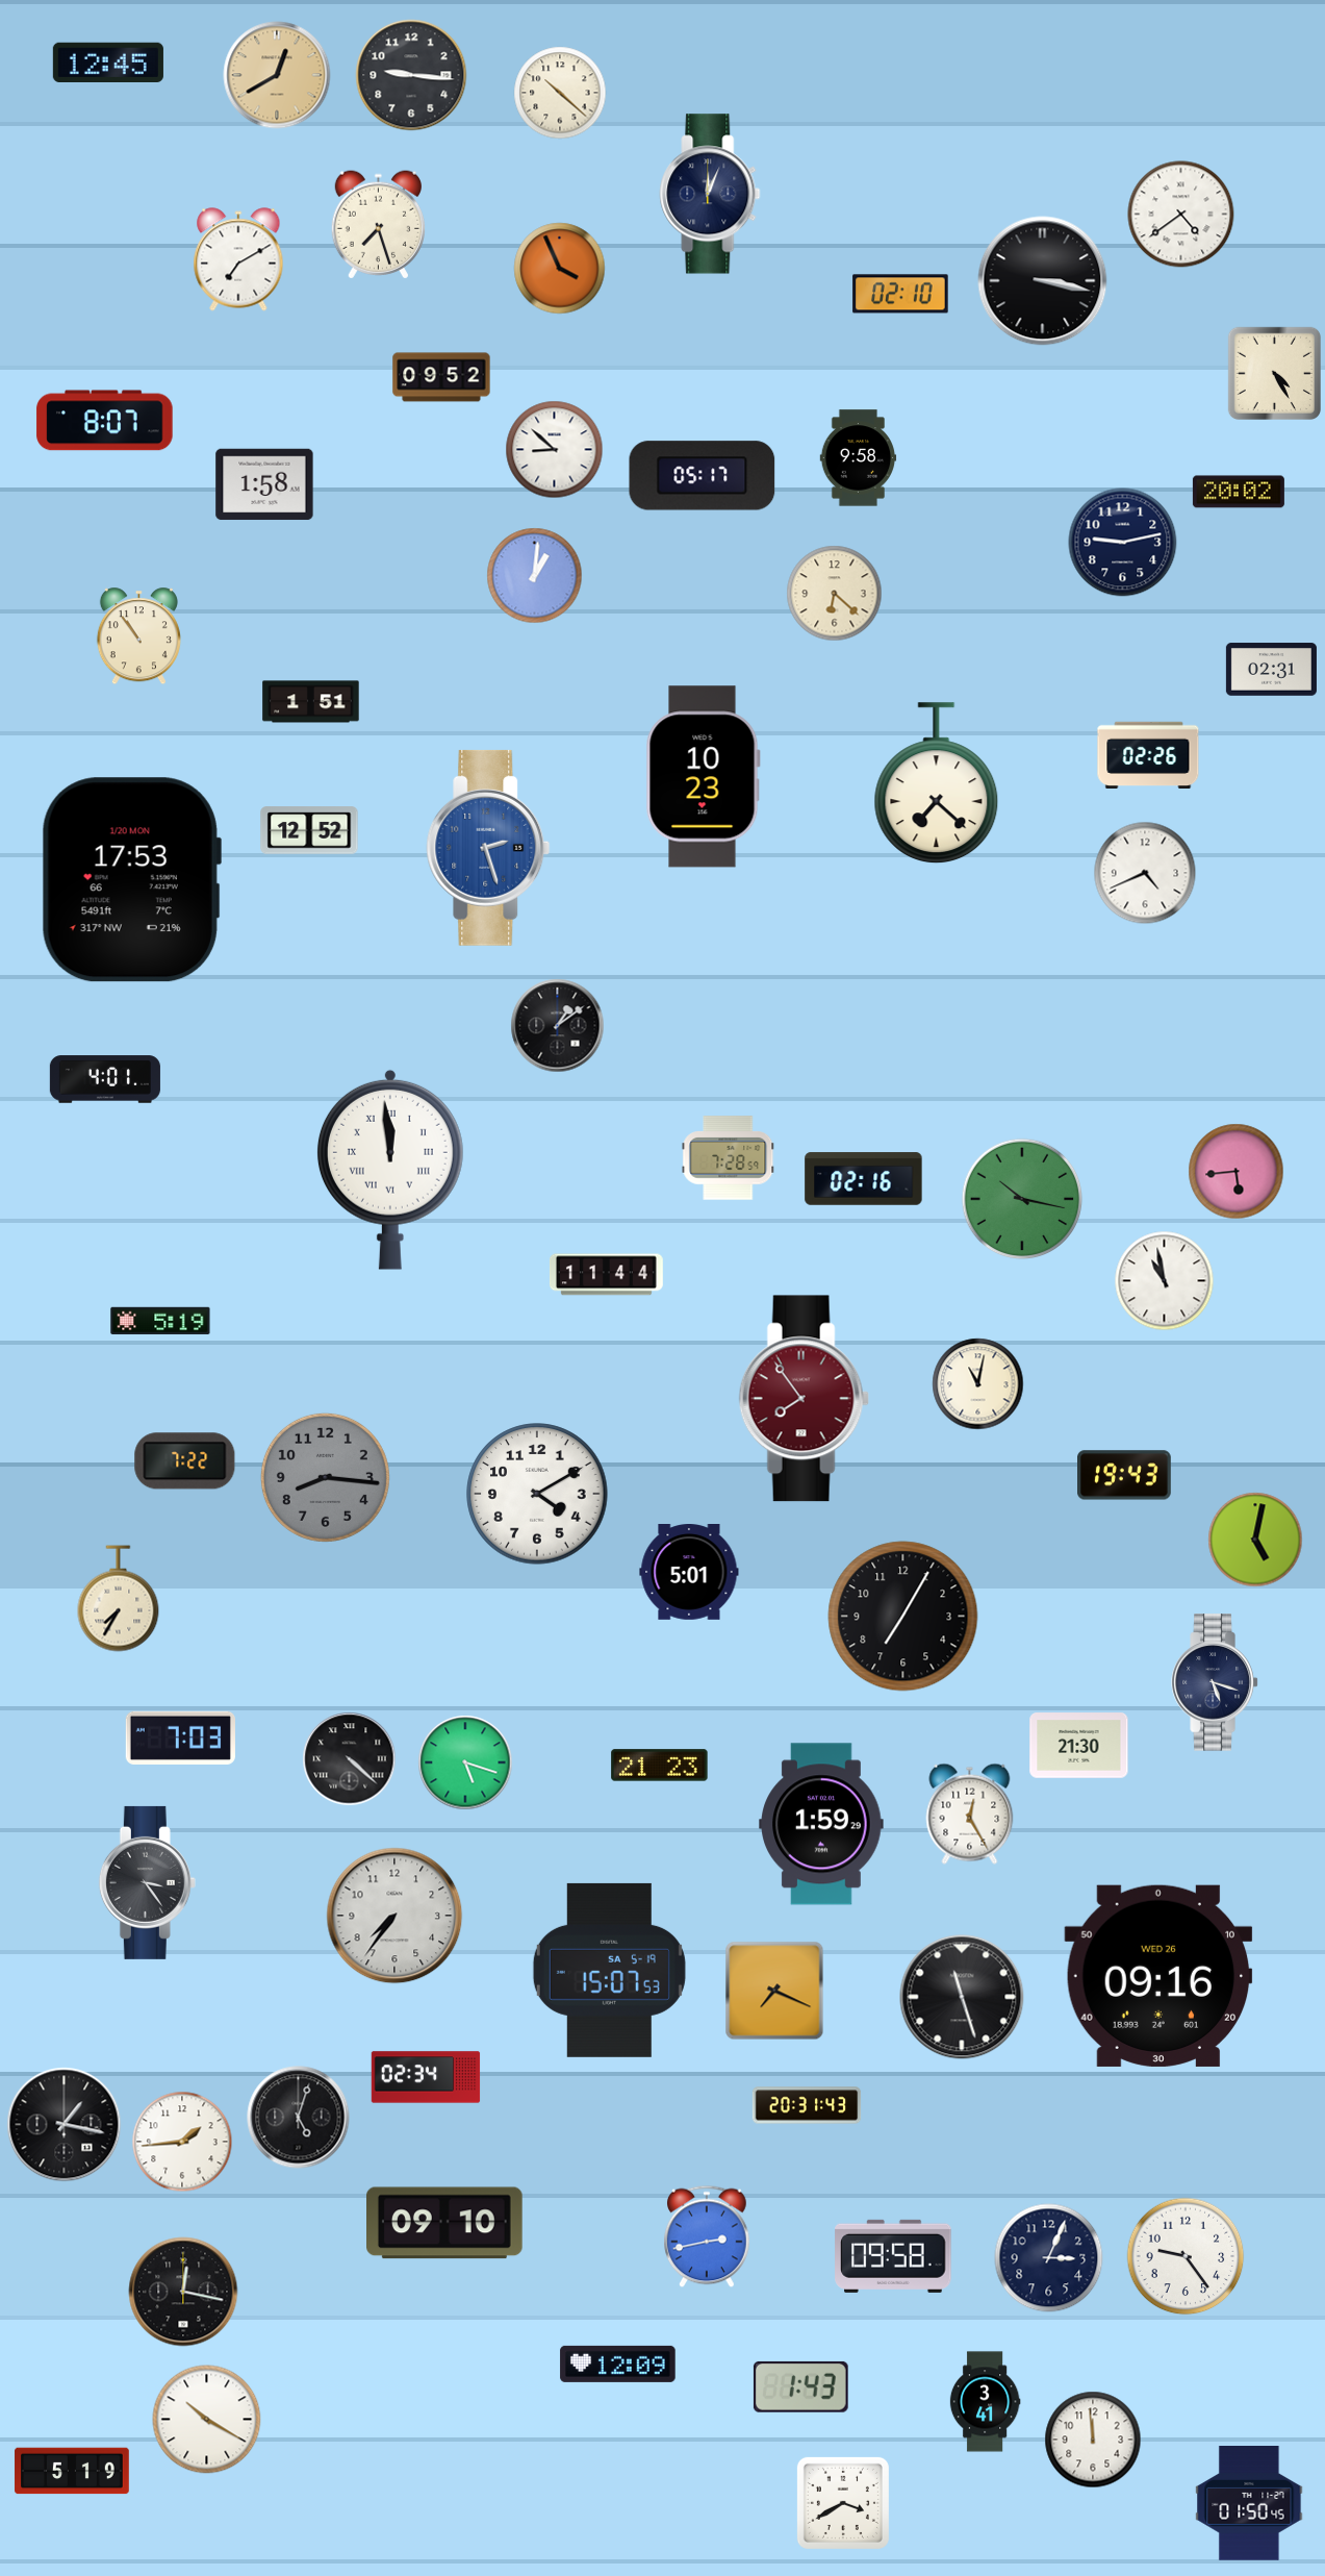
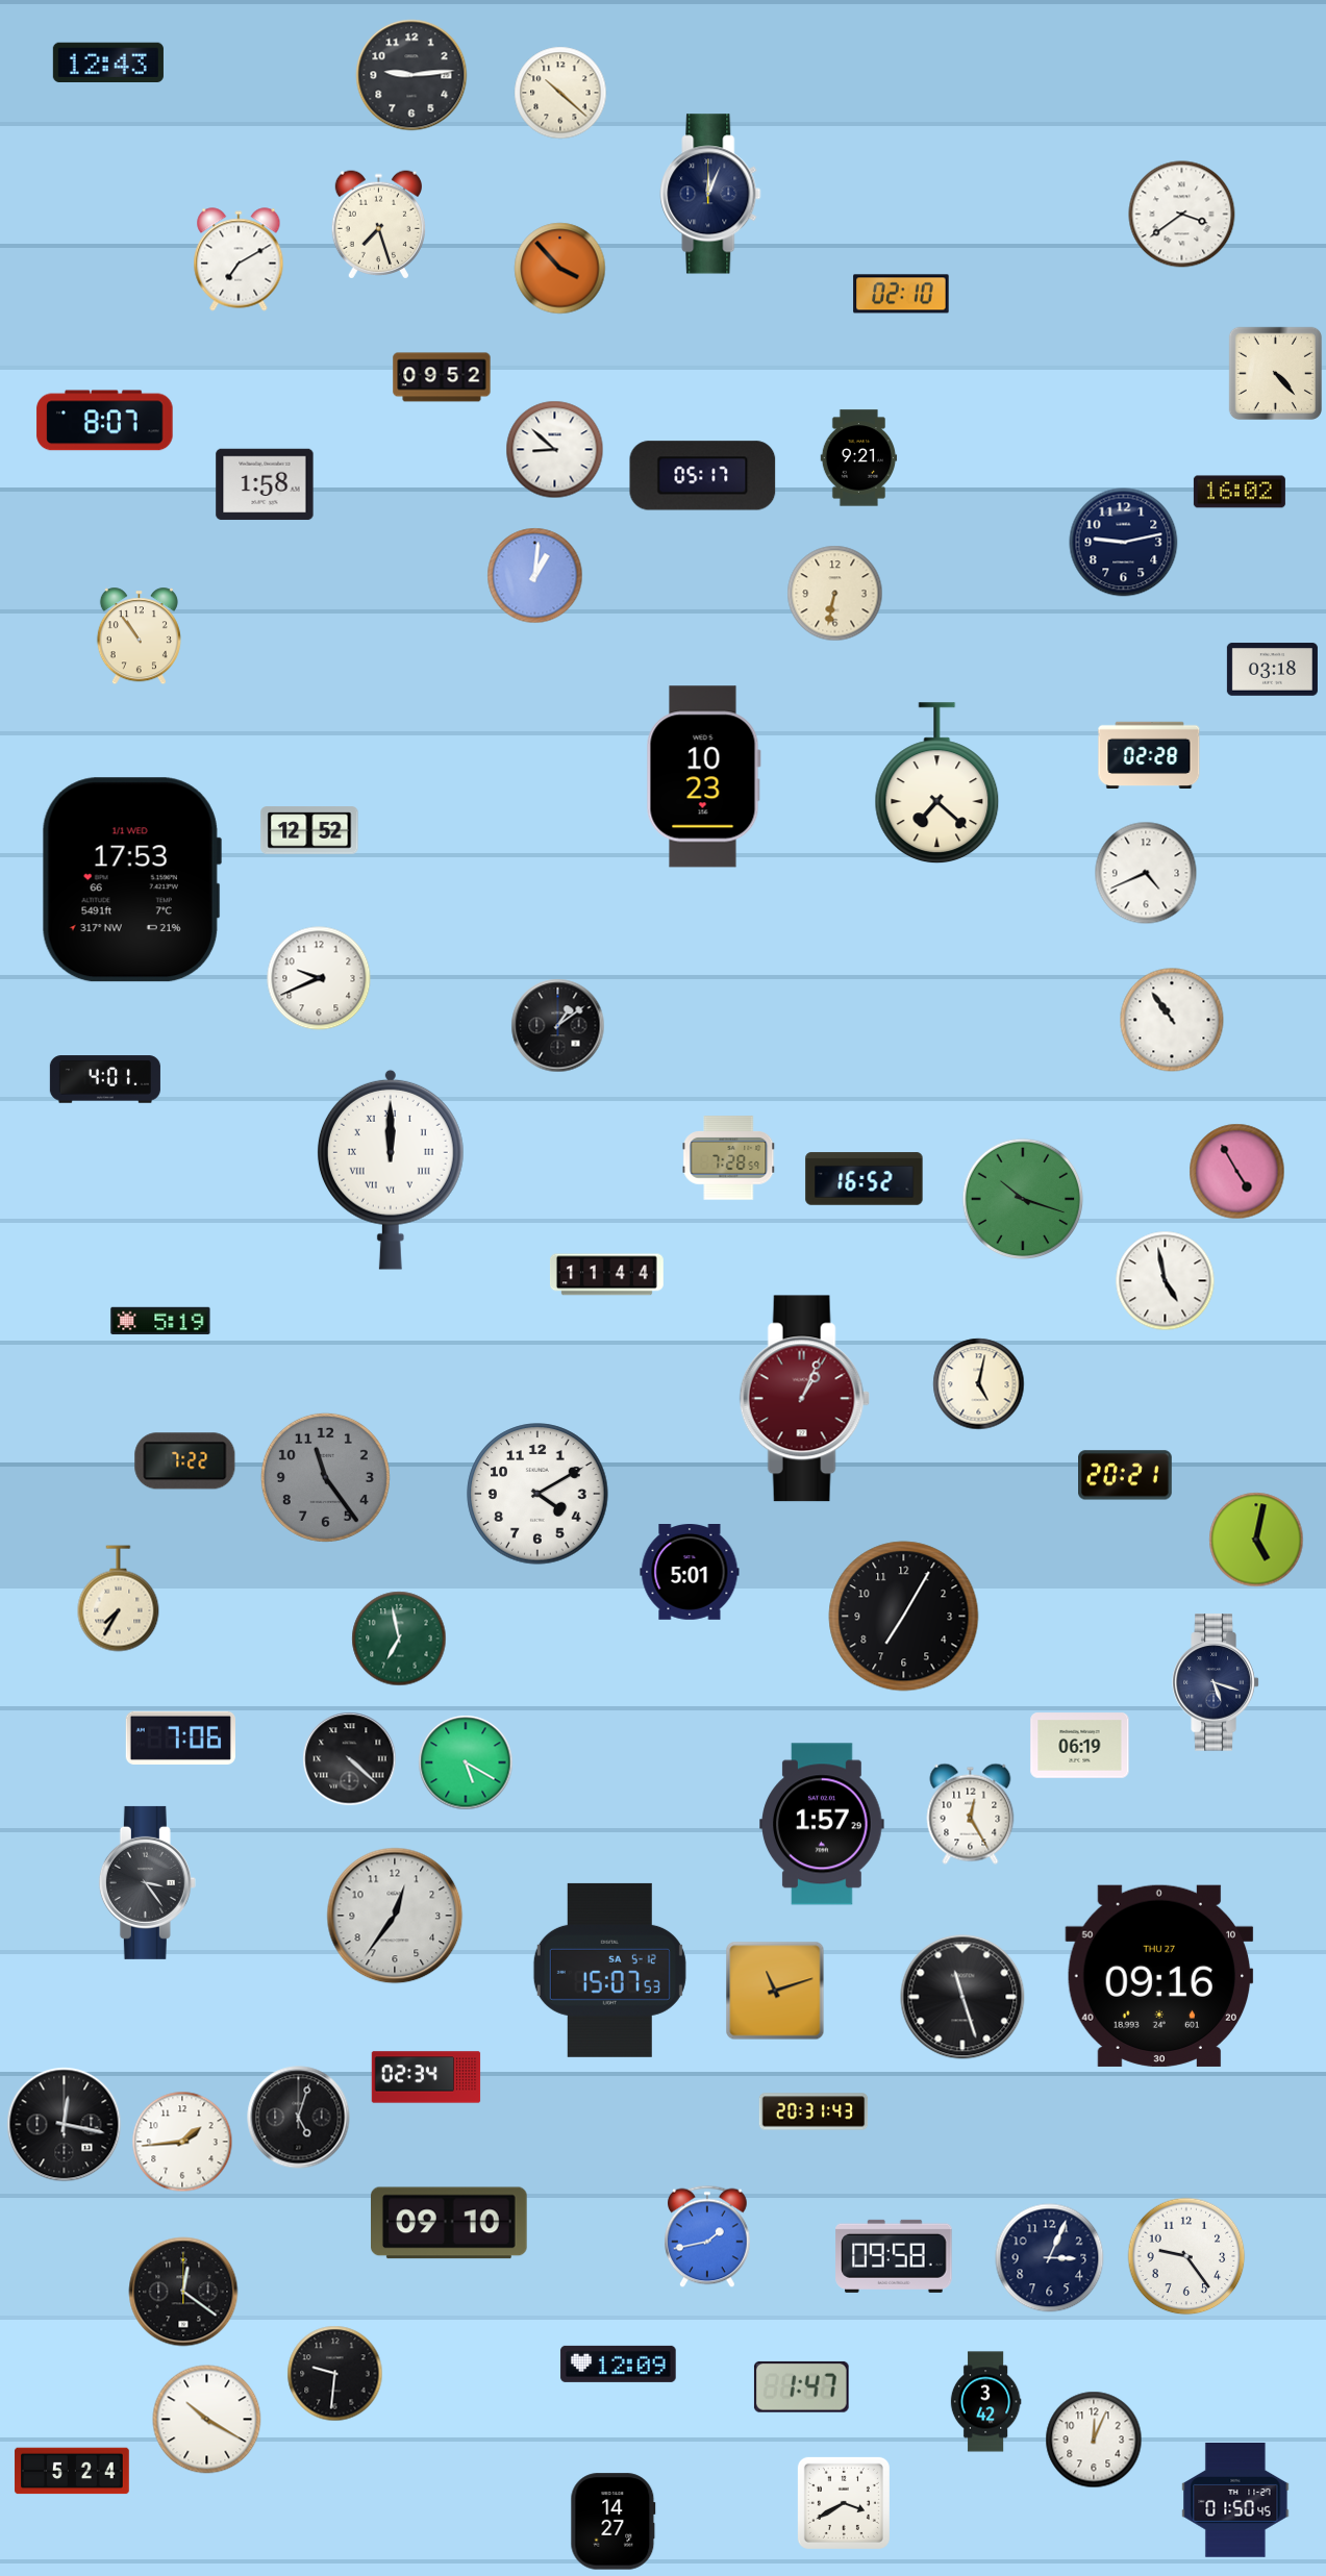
clock at (108, 61): 12:45 -> 12:43
clock at (277, 75): 12:40 -> none
clock at (411, 75): 9:16 -> 9:14
clock at (1181, 215): 4:39 -> 3:39
clock at (560, 269): 3:56 -> 3:53
clock at (1043, 281): 3:17 -> none
clock at (1274, 373): 4:25 -> 4:23
clock at (859, 458): 9:58 -> 9:21
clock at (1239, 492): 20:02 -> 16:02
clock at (835, 594): 6:22 -> 6:32
clock at (1271, 670): 02:31 -> 03:18
clock at (311, 702): 1:51 -> none
clock at (1148, 754): 02:26 -> 02:28
clock at (488, 848): 2:27 -> none
clock at (131, 880) date: 1/20 MON -> 1/1 WED
clock at (319, 978): none -> 9:41
clock at (1172, 1020): none -> 10:54
clock at (390, 1170): 11:59 -> 12:00
clock at (1237, 1172): 5:44 -> 4:55
clock at (864, 1179): 02:16 -> 16:52
clock at (1022, 1199): 10:17 -> 10:18
clock at (1165, 1281): 10:58 -> 4:58
clock at (978, 1384): 11:02 -> 5:02
clock at (804, 1399): 7:54 -> 1:04
clock at (1125, 1475): 19:43 -> 20:21
clock at (325, 1477): 8:16 -> 11:24
clock at (399, 1639): none -> 6:58
clock at (180, 1737): 7:03 -> 7:06
clock at (1079, 1746): 21:30 -> 06:19
clock at (465, 1762): 5:18 -> 5:20
clock at (660, 1766): 21:23 -> none
clock at (821, 1824): 1:59 -> 1:57
clock at (394, 1916): 7:36 -> 12:36
clock at (609, 1970) date: SA 5-19 -> SA 5-12
clock at (1158, 1976) date: WED 26 -> THU 27
clock at (774, 1991): 7:19 -> 11:12
clock at (807, 2105) position: (807, 2105) -> (814, 2111)
clock at (65, 2125): 1:17 -> 12:17
clock at (445, 2223) position: (445, 2223) -> (450, 2223)
clock at (708, 2236): 2:43 -> 1:43
clock at (183, 2292): 12:17 -> 12:21
clock at (335, 2374): none -> 9:31
clock at (800, 2386): 1:43 -> 1:47
clock at (985, 2402): 3:41 -> 3:42
clock at (1093, 2440): 11:59 -> 12:04
clock at (72, 2471): 5:19 -> 5:24
clock at (1249, 2504) position: (1249, 2504) -> (1235, 2501)
clock at (614, 2522): none -> 14:27
